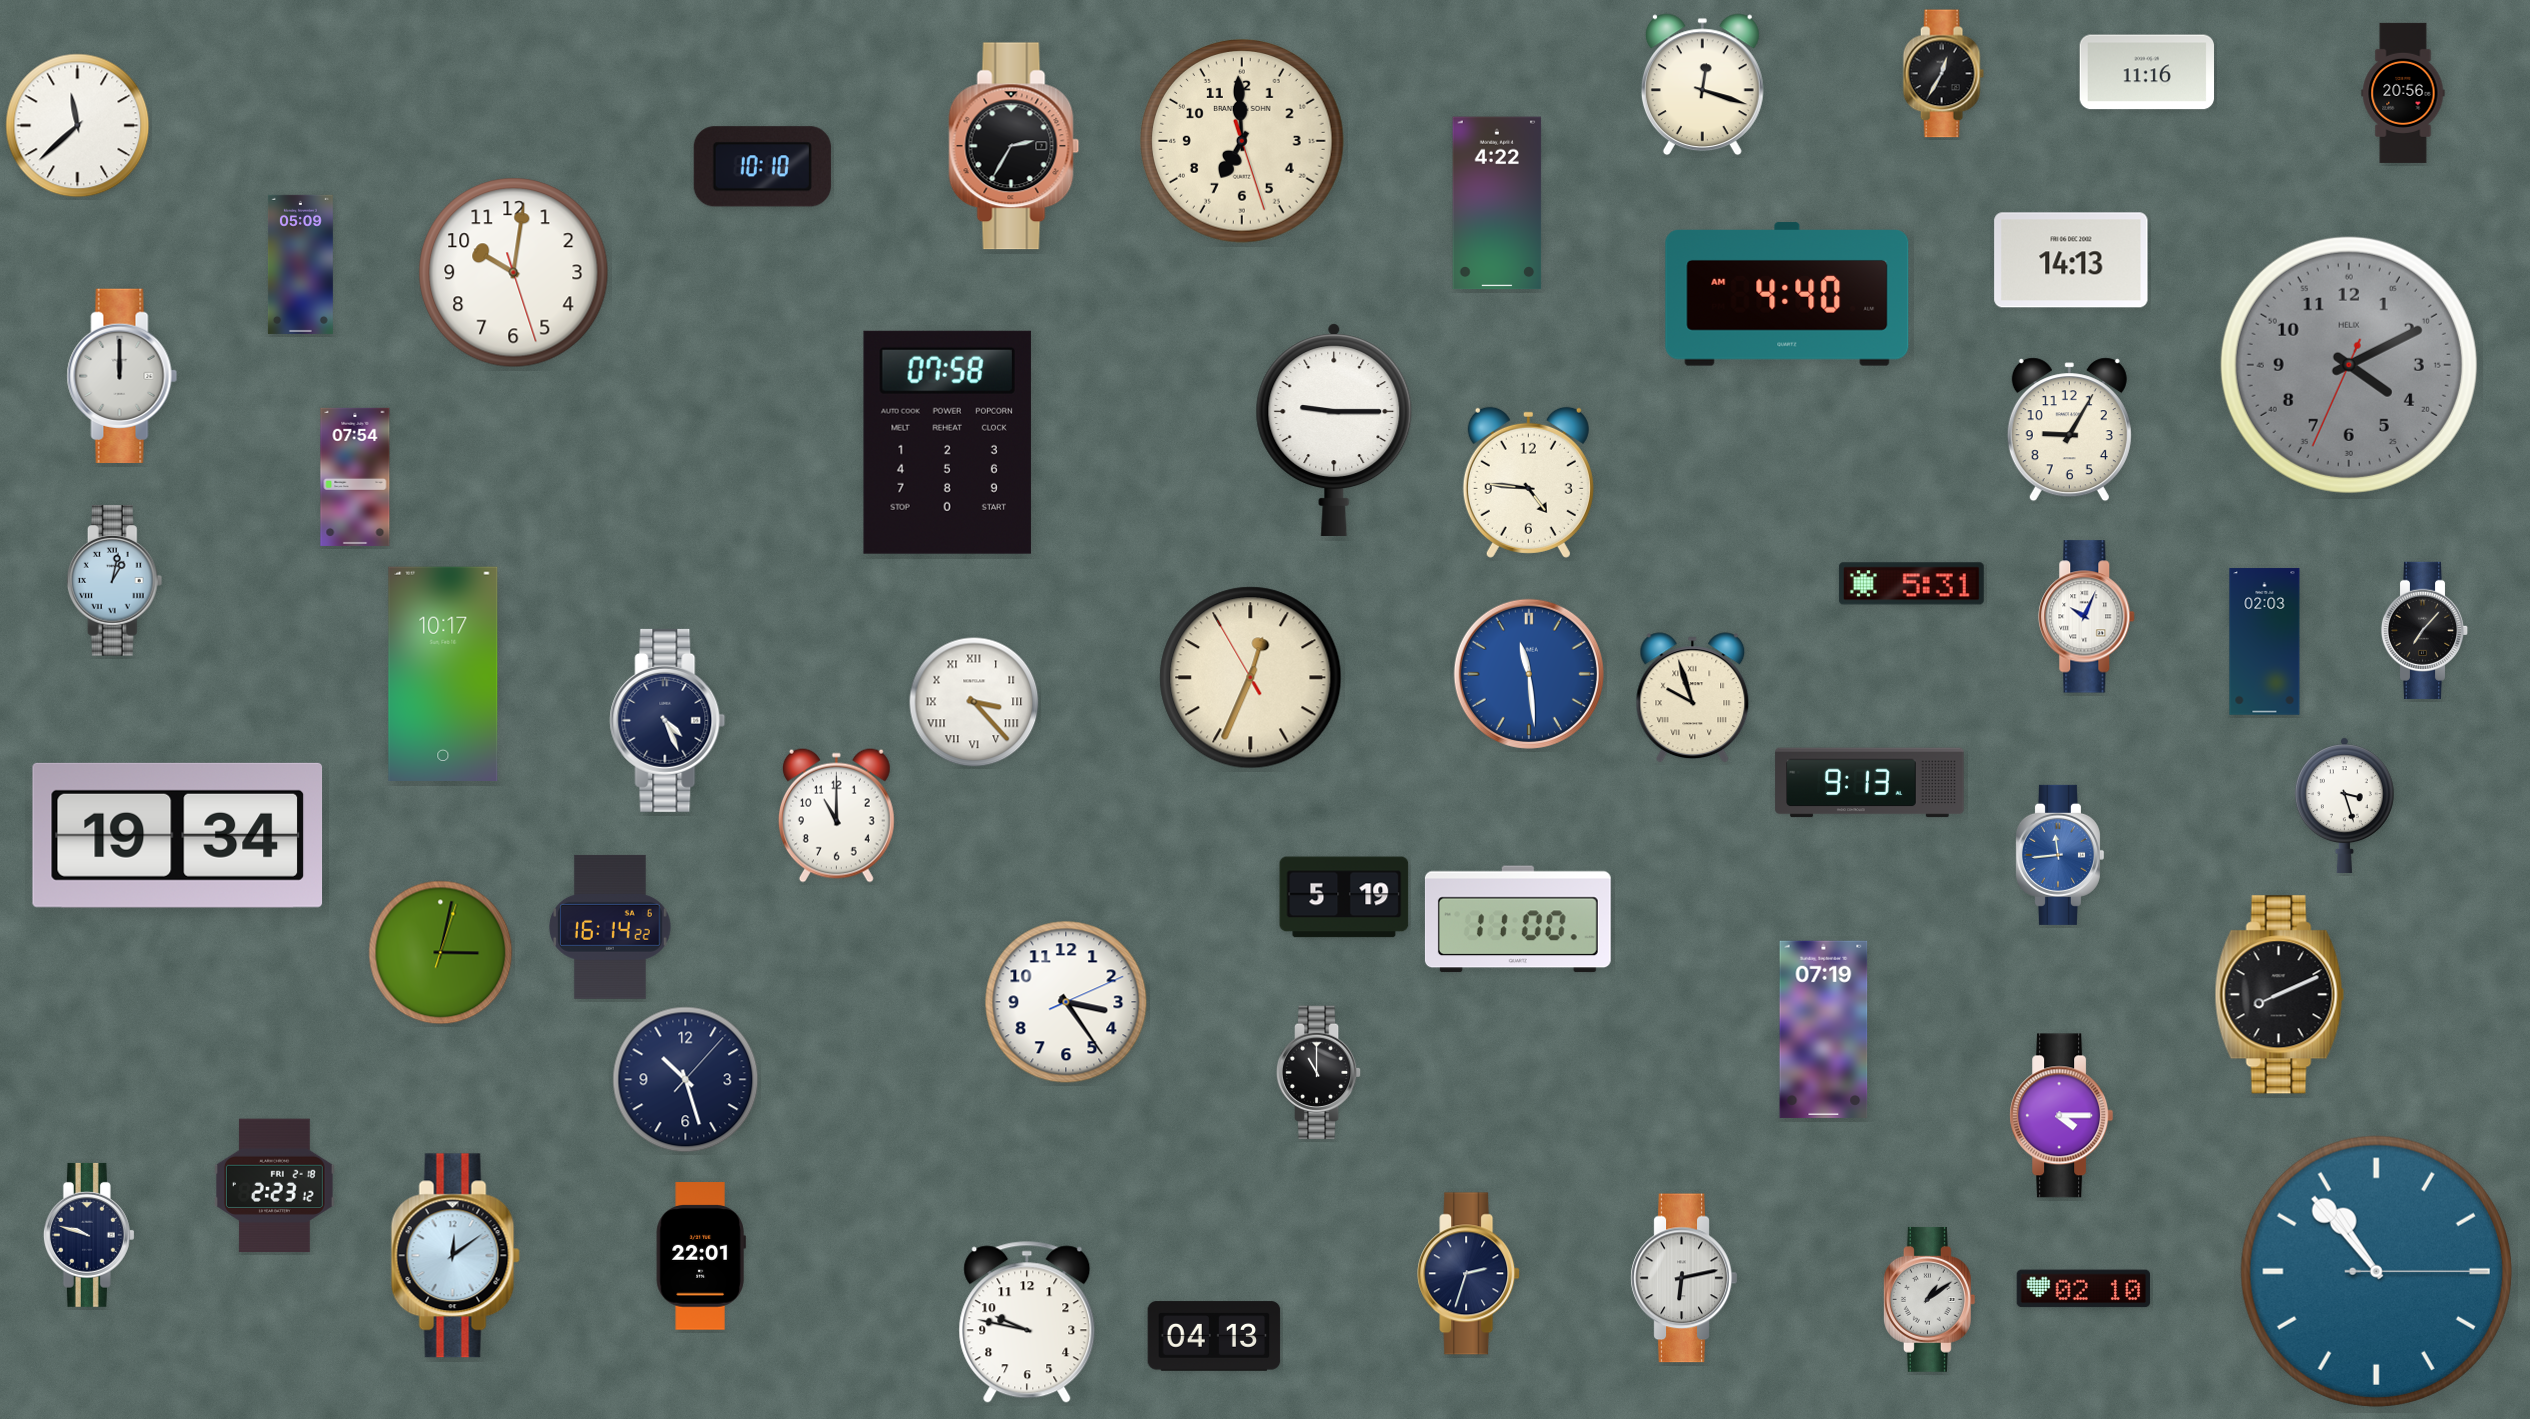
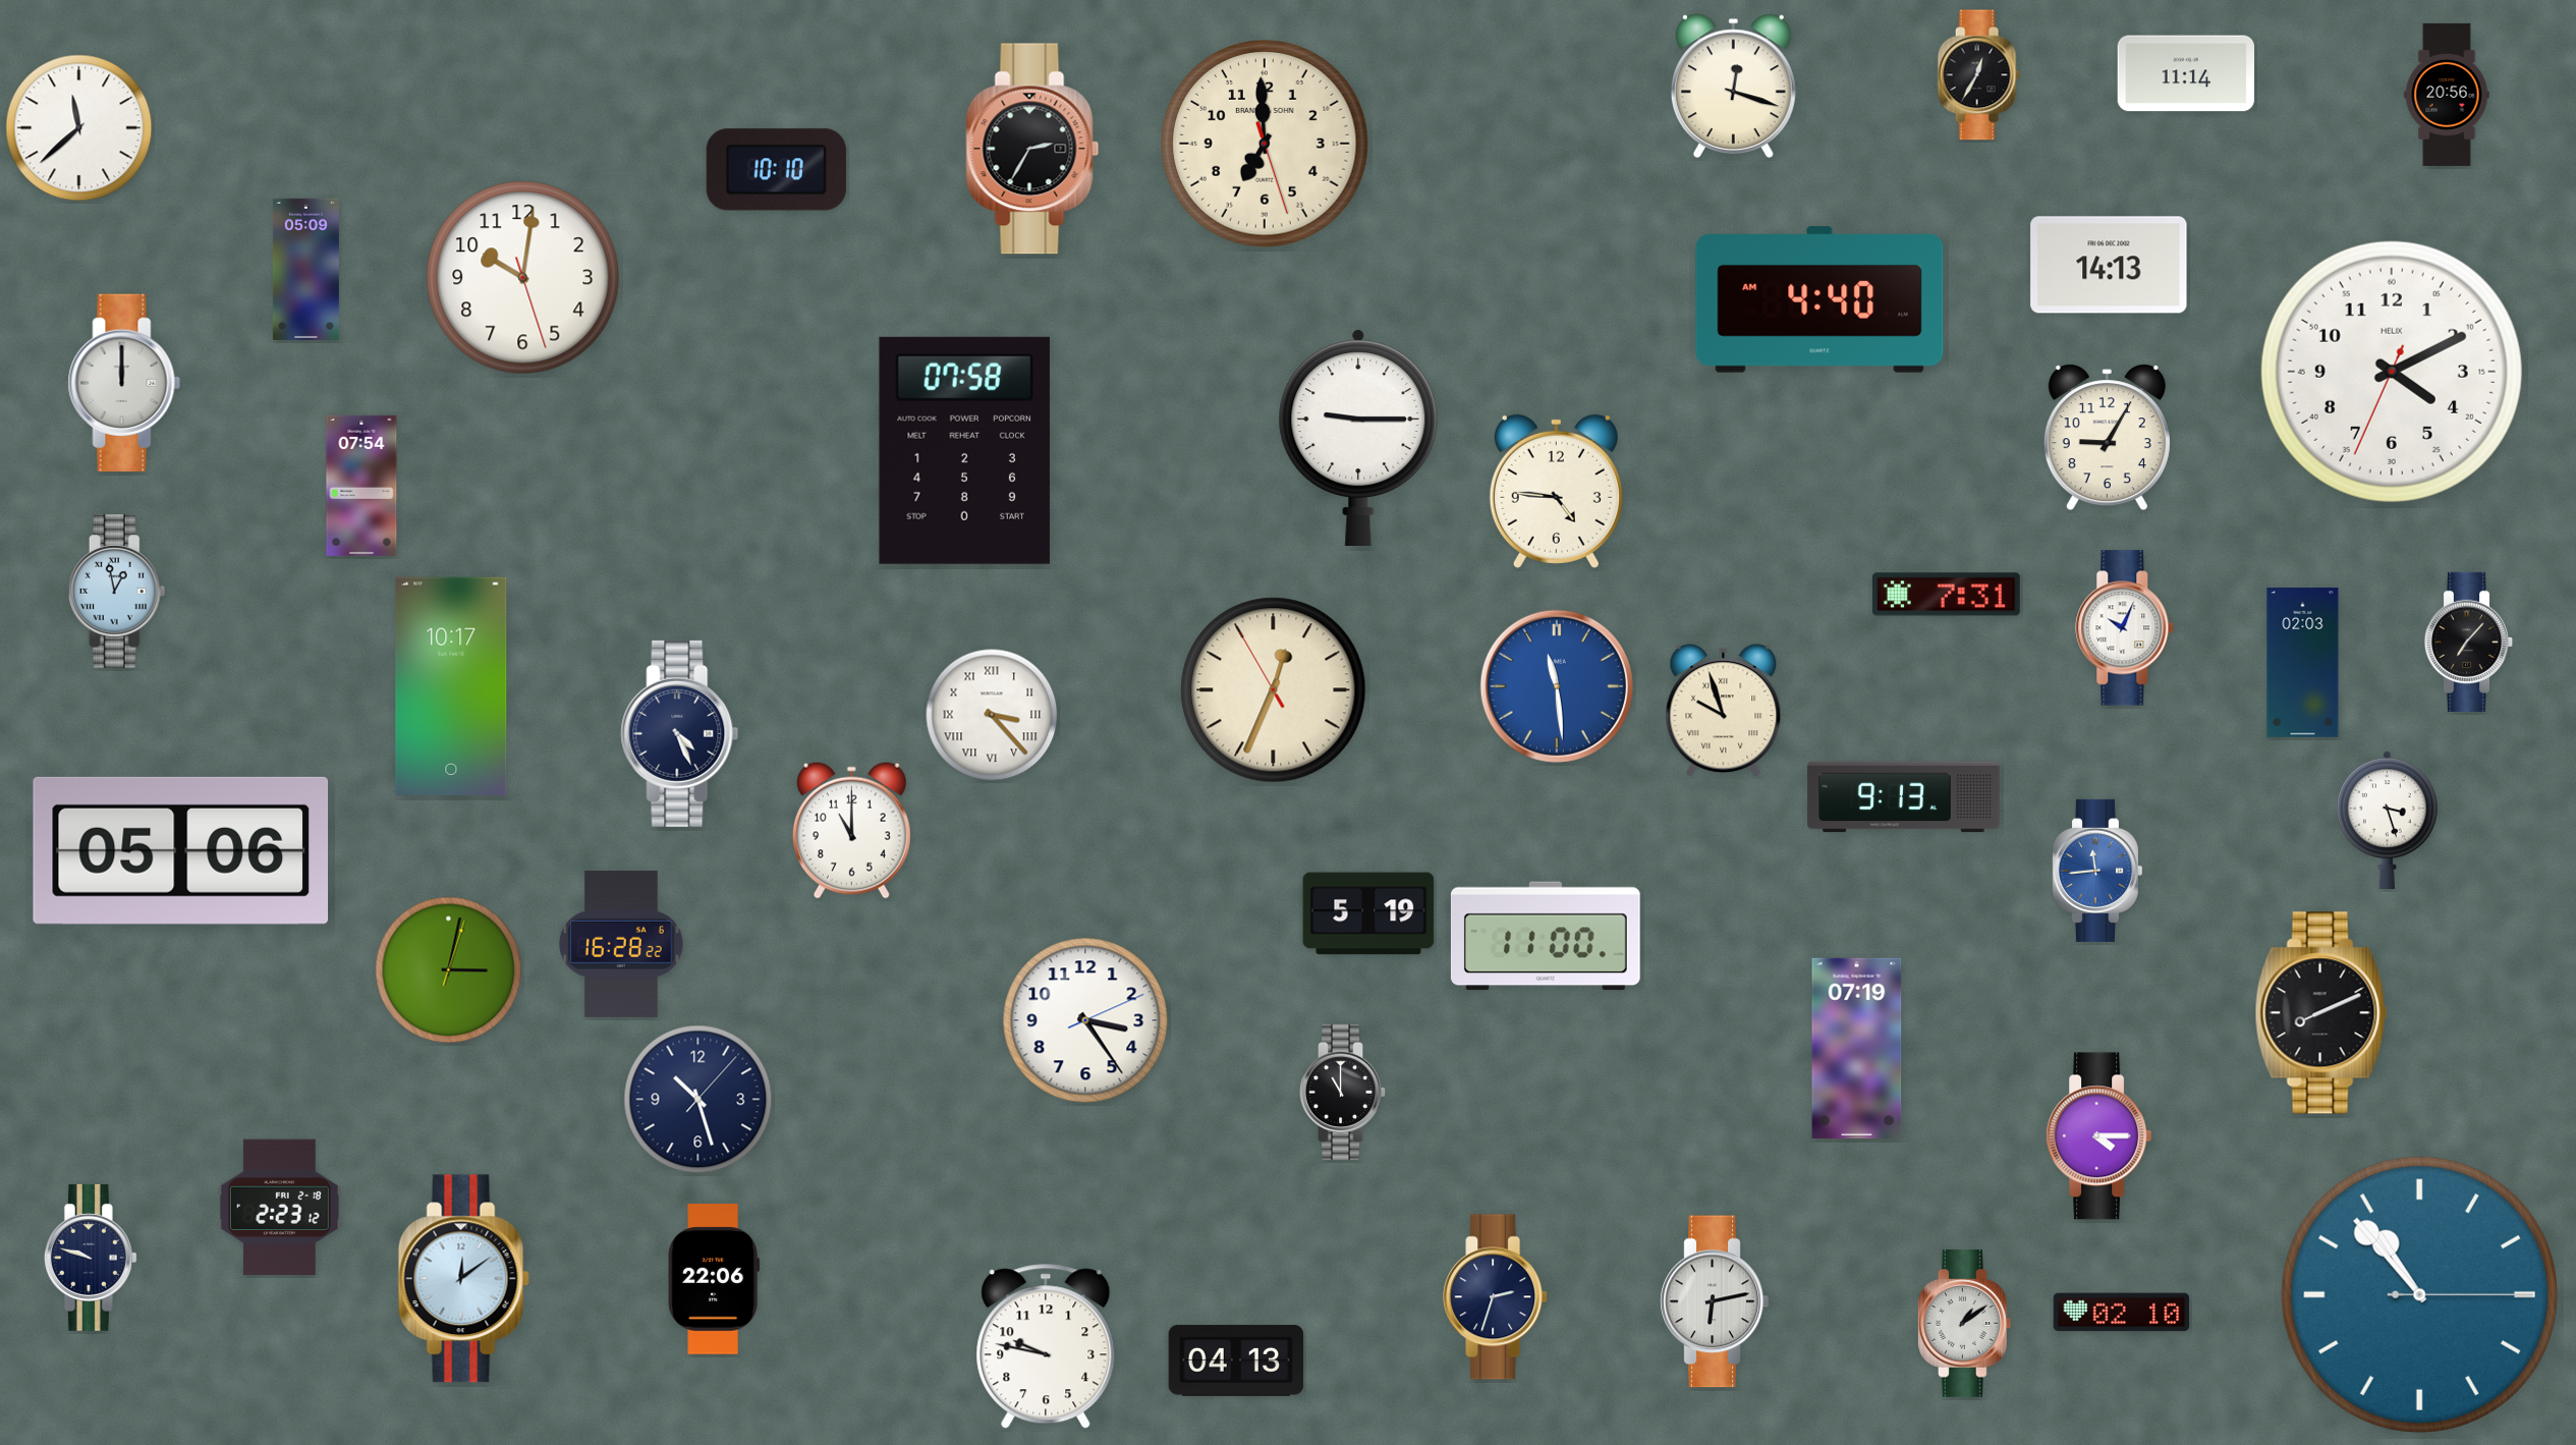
clock at (2147, 72): 11:16 -> 11:14
clock at (1497, 203): 4:22 -> none
clock at (2349, 365) dial: grey -> white
clock at (115, 581): 1:02 -> 12:58
clock at (1911, 584): 5:31 -> 7:31
clock at (2265, 642) position: (2265, 642) -> (2303, 663)
clock at (178, 835): 19:34 -> 05:06
clock at (611, 927): 16:14 -> 16:28
clock at (701, 1256): 22:01 -> 22:06
